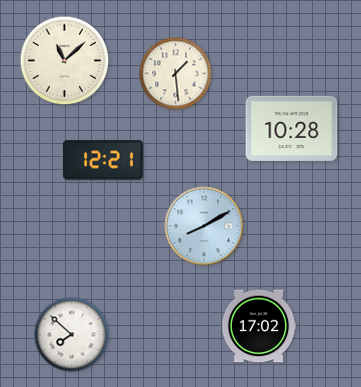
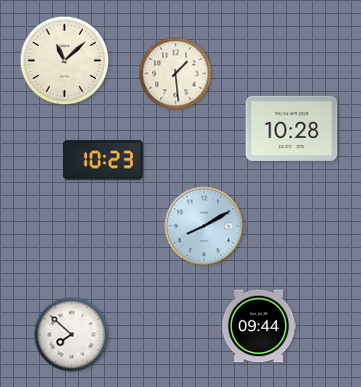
clock at (103, 160): 12:21 -> 10:23
clock at (259, 326): 17:02 -> 09:44
